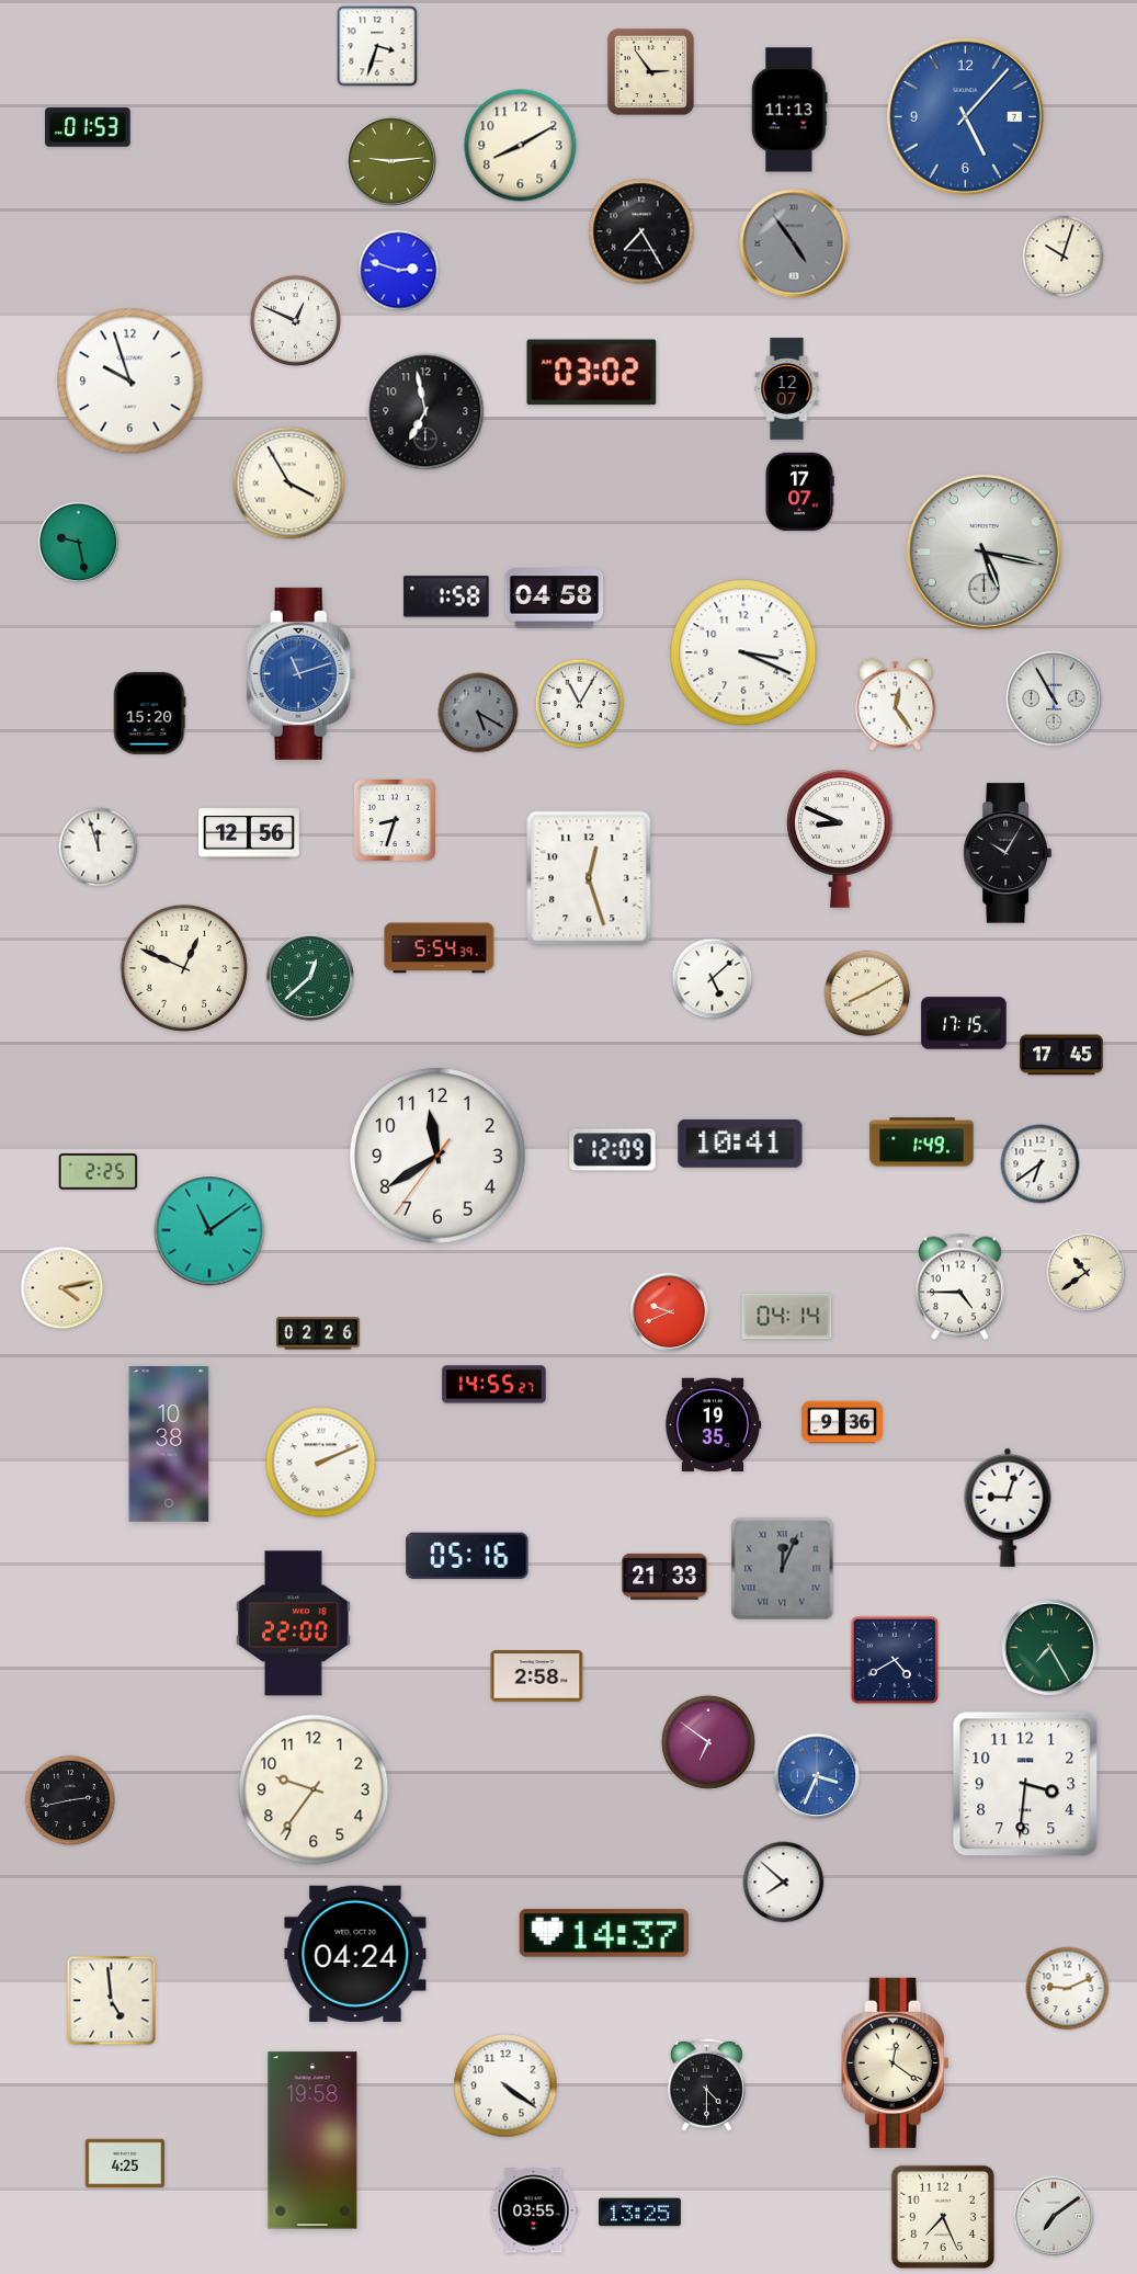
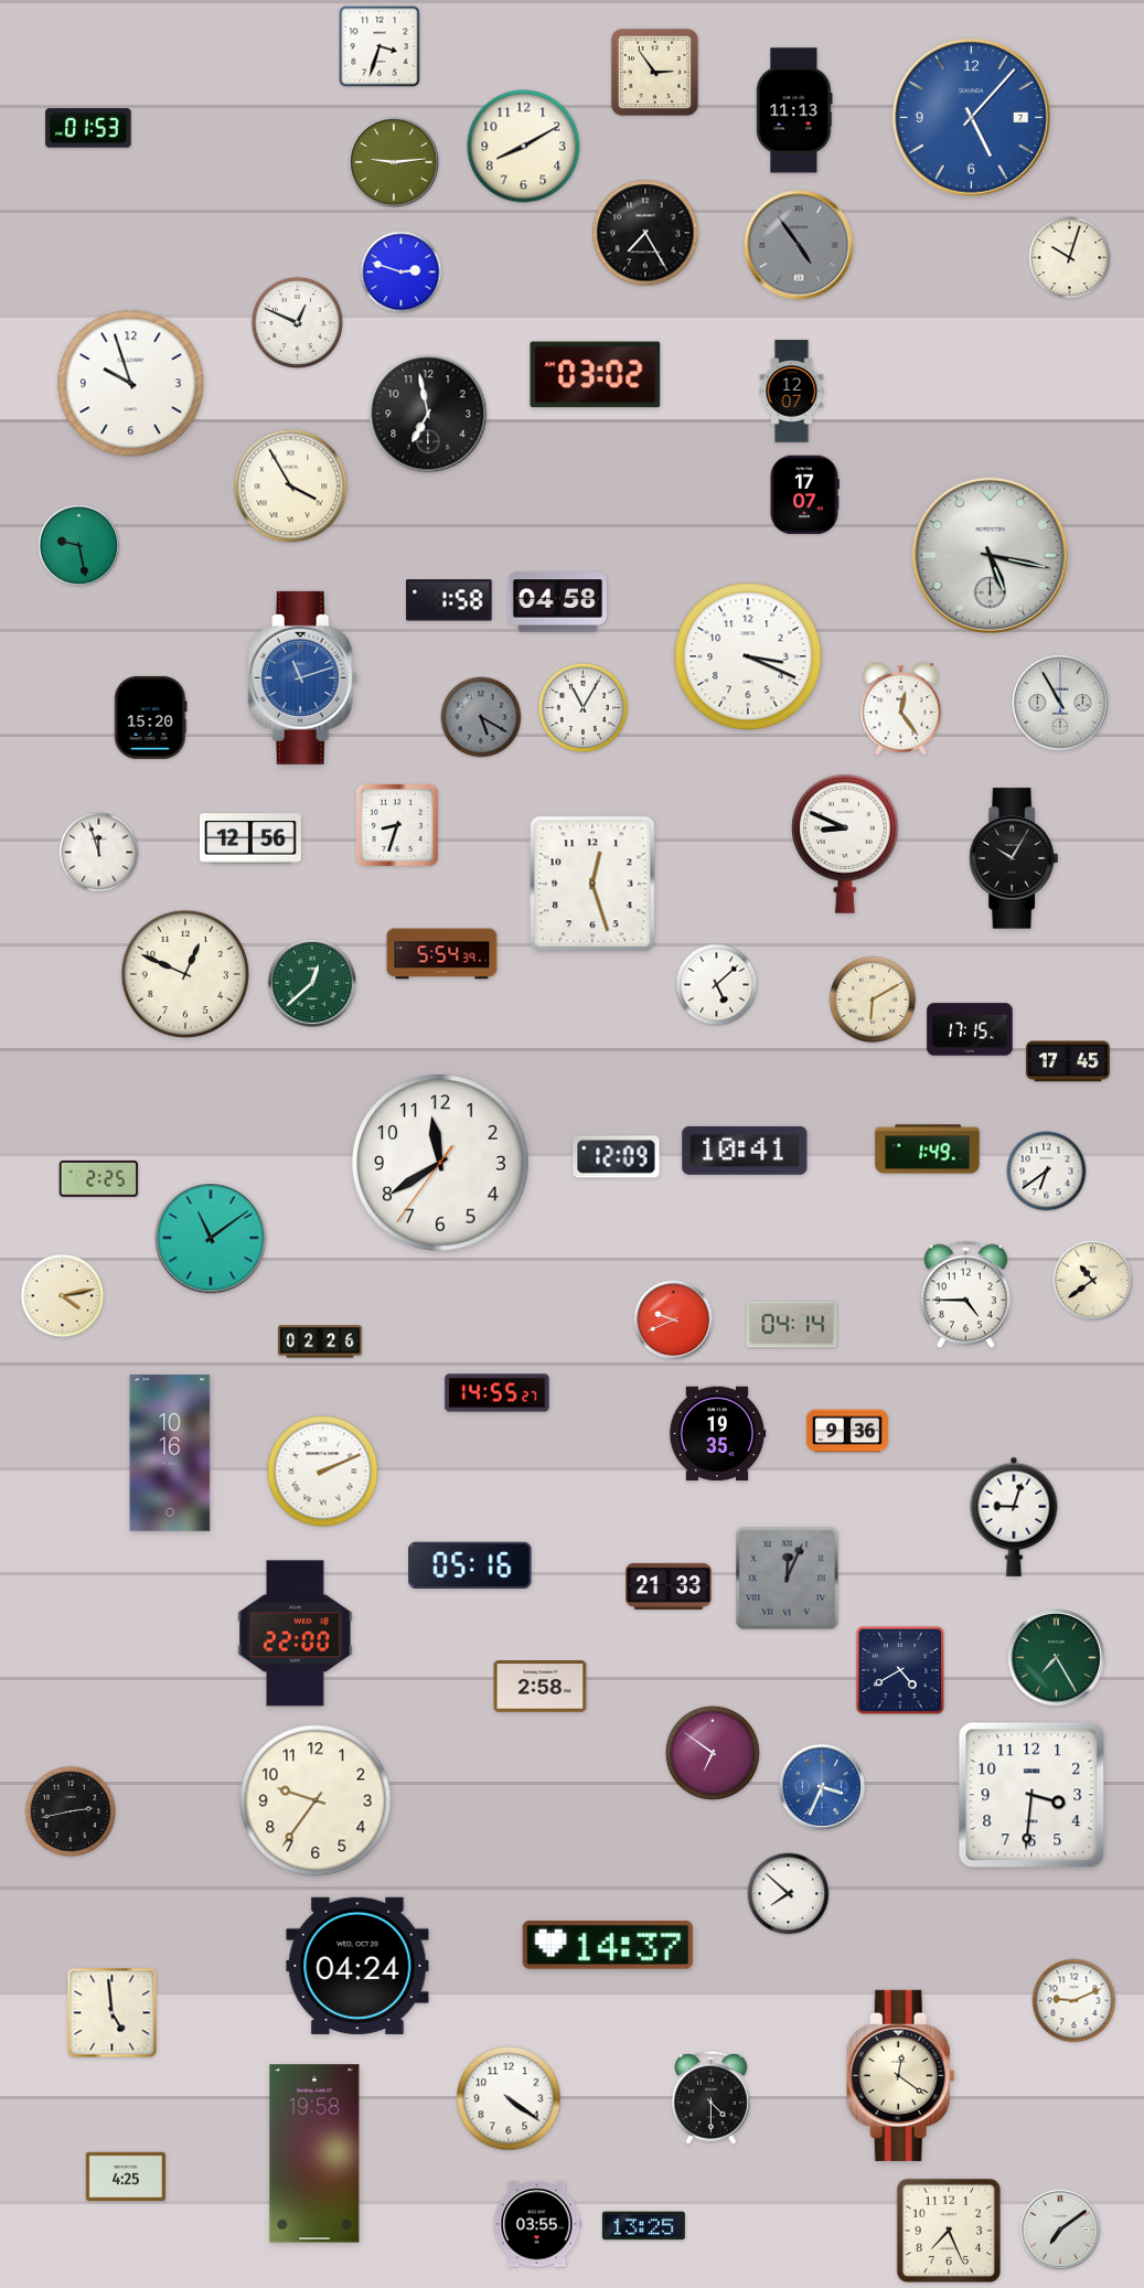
clock at (867, 993): 8:10 -> 6:10
clock at (169, 1445): 10:38 -> 10:16
